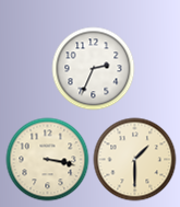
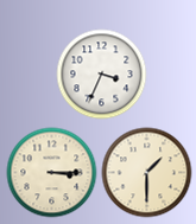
clock at (94, 69): 2:34 -> 3:34
clock at (48, 160): 3:17 -> 3:15
